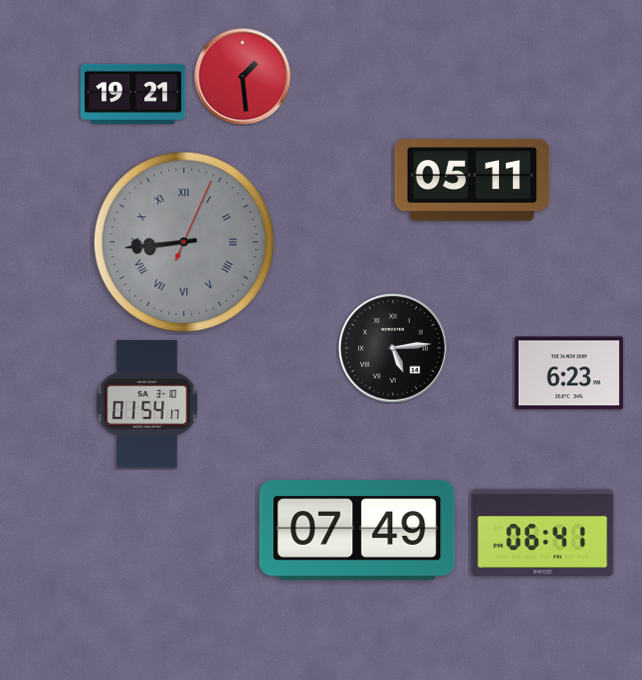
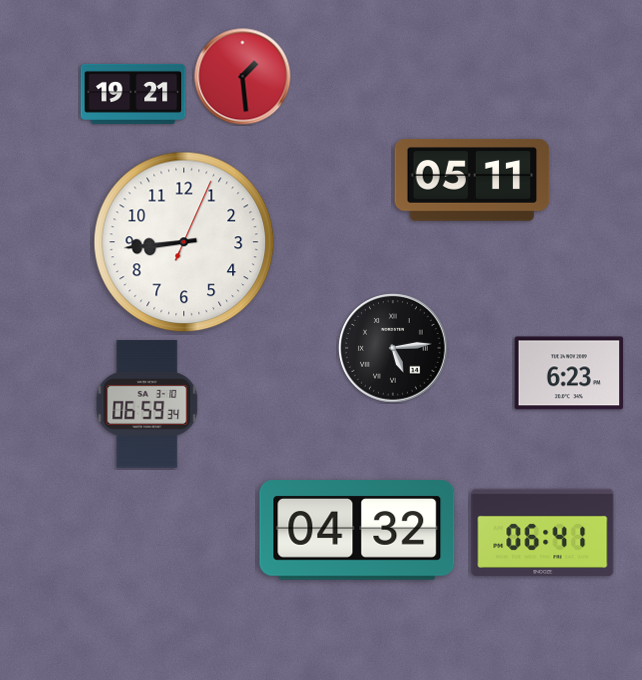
clock at (184, 242) dial: grey -> white
clock at (184, 242) numerals: Roman -> Arabic
clock at (147, 404): 01:54 -> 06:59
clock at (357, 531): 07:49 -> 04:32
